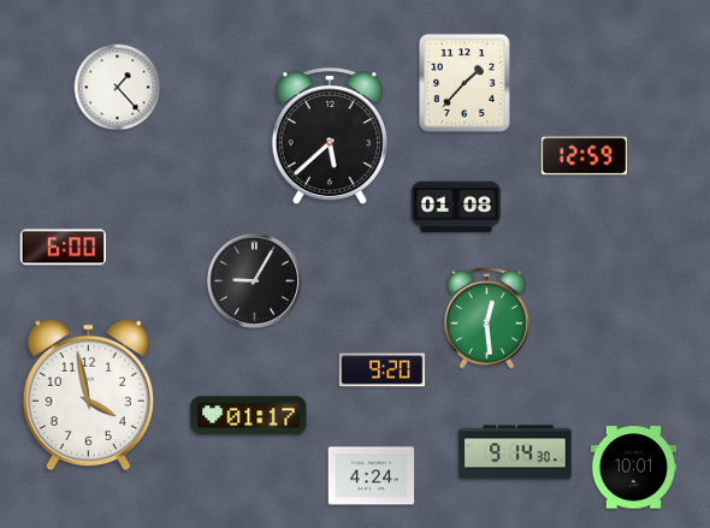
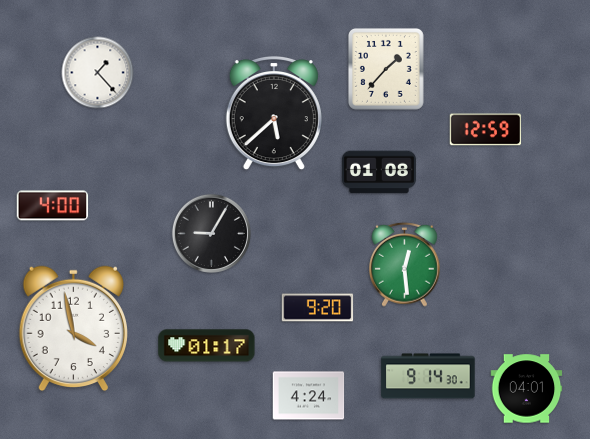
clock at (64, 248): 6:00 -> 4:00
clock at (634, 468): 10:01 -> 04:01
